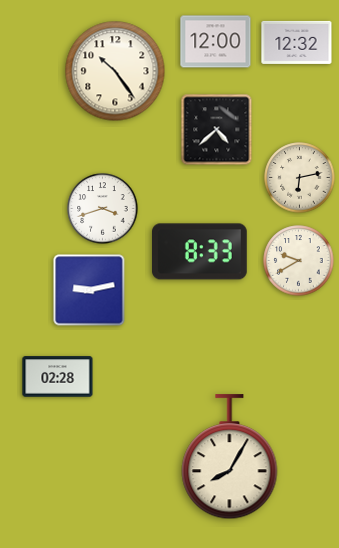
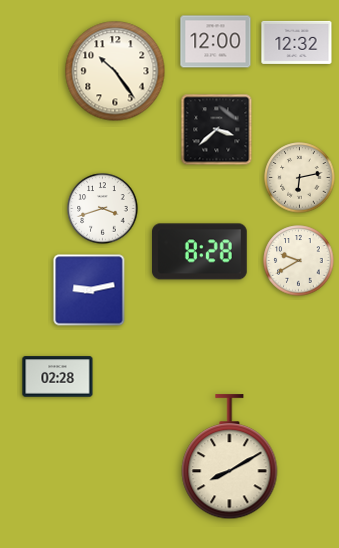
clock at (217, 130): 4:38 -> 3:38
clock at (200, 252): 8:33 -> 8:28
clock at (230, 457): 8:05 -> 8:10
